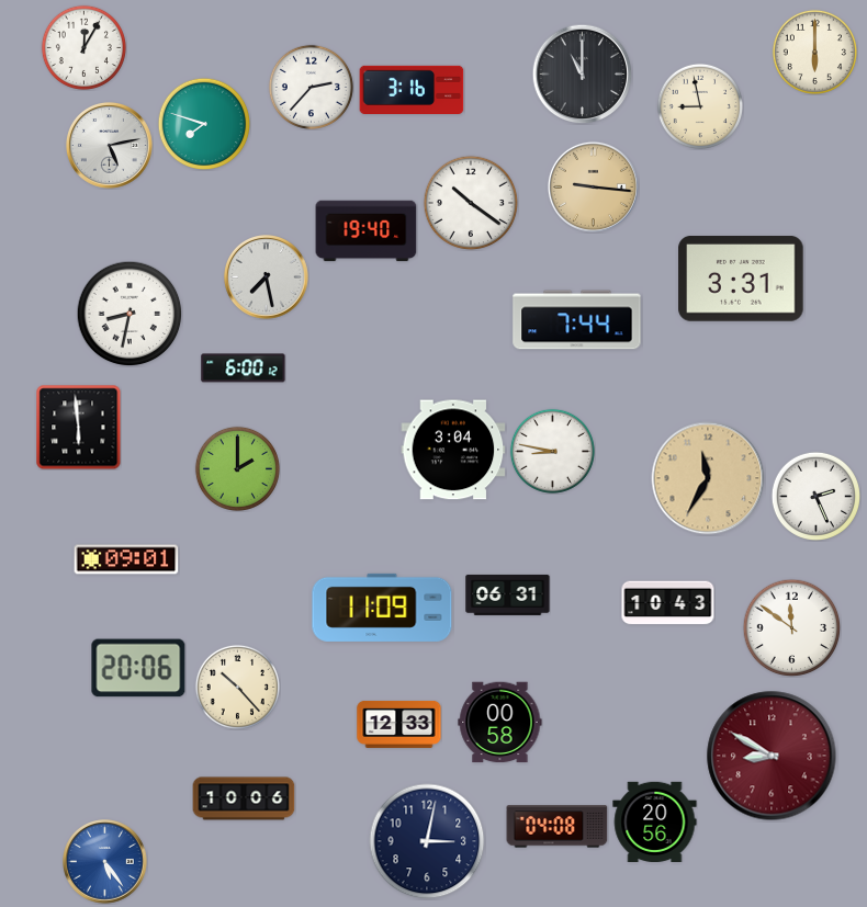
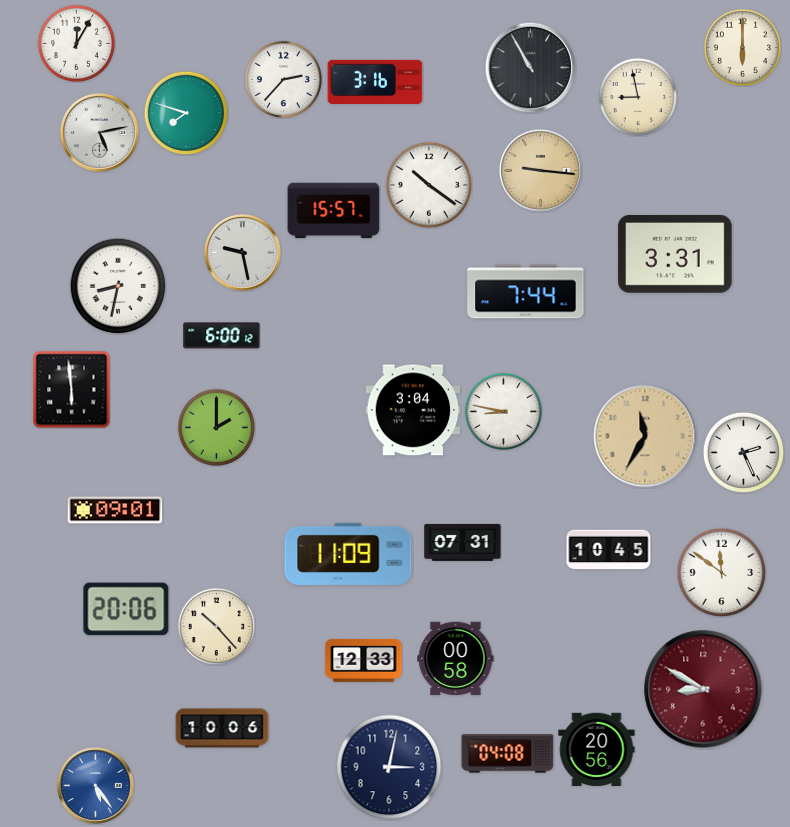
clock at (582, 73): 11:00 -> 10:55
clock at (367, 231): 19:40 -> 15:57
clock at (267, 277): 7:28 -> 9:28
clock at (508, 594): 06:31 -> 07:31
clock at (668, 603): 10:43 -> 10:45
